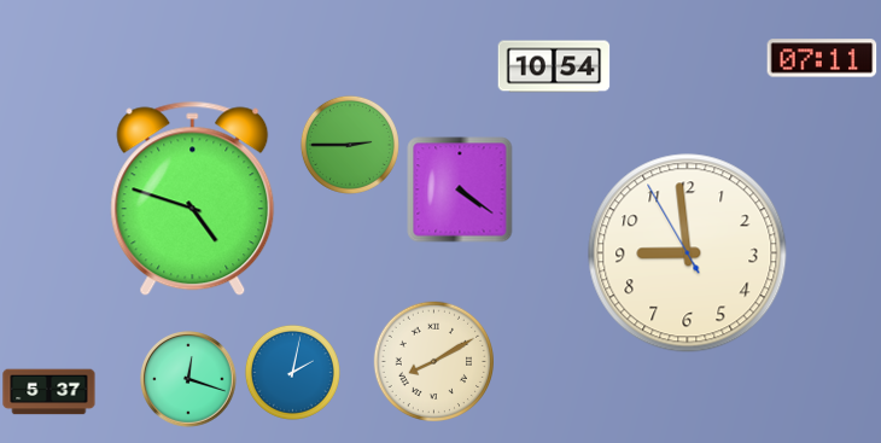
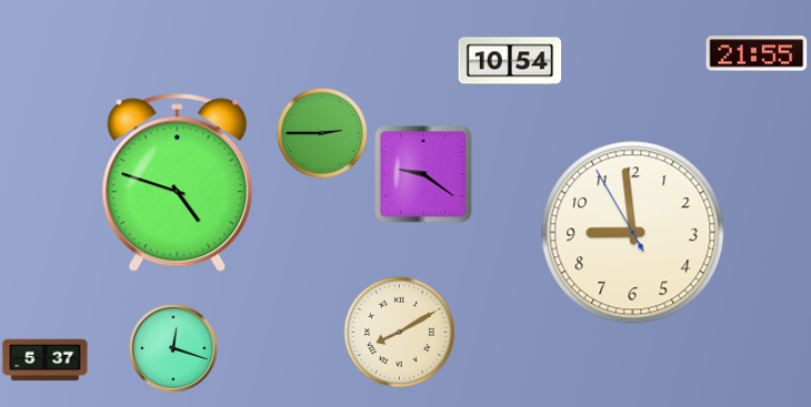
clock at (822, 58): 07:11 -> 21:55
clock at (460, 190): 4:21 -> 9:21
clock at (292, 372): 2:02 -> none
